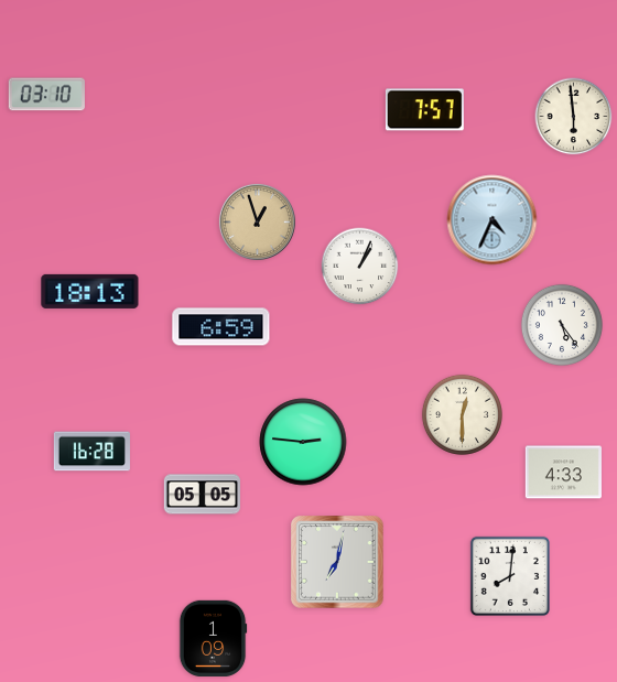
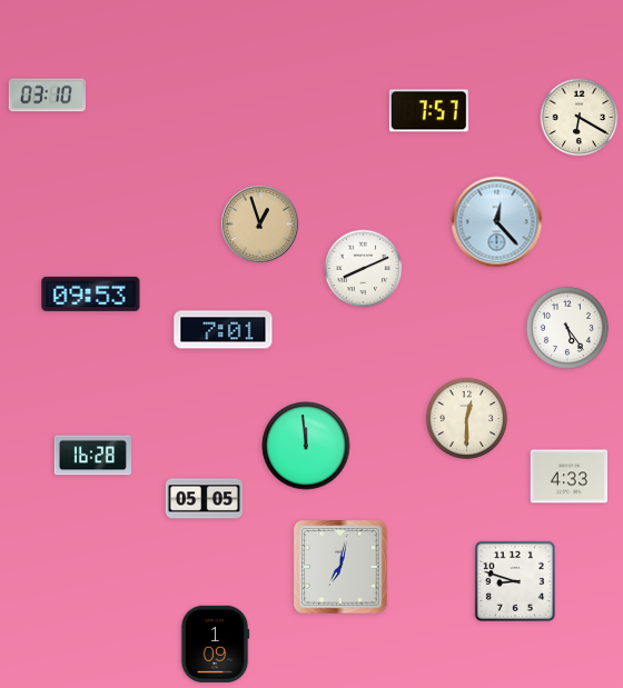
clock at (574, 117): 5:59 -> 6:20
clock at (492, 220): 4:34 -> 12:23
clock at (360, 267): 1:04 -> 8:11
clock at (90, 291): 18:13 -> 09:53
clock at (221, 327): 6:59 -> 7:01
clock at (303, 442): 2:46 -> 11:59
clock at (510, 576): 8:01 -> 8:48
